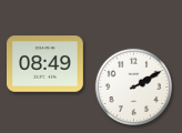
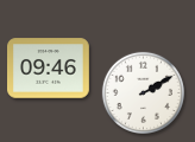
clock at (46, 64): 08:49 -> 09:46
